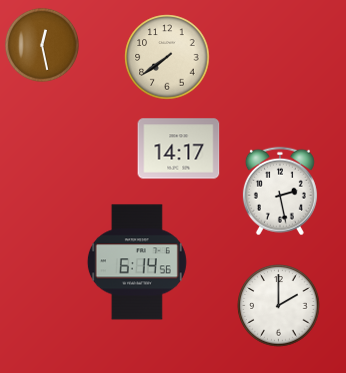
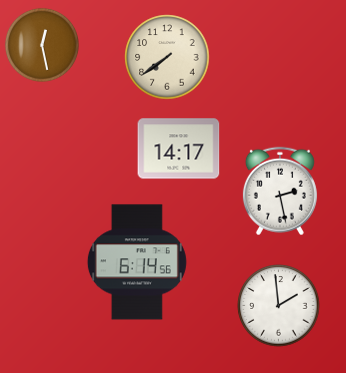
clock at (279, 306): 2:00 -> 1:59
